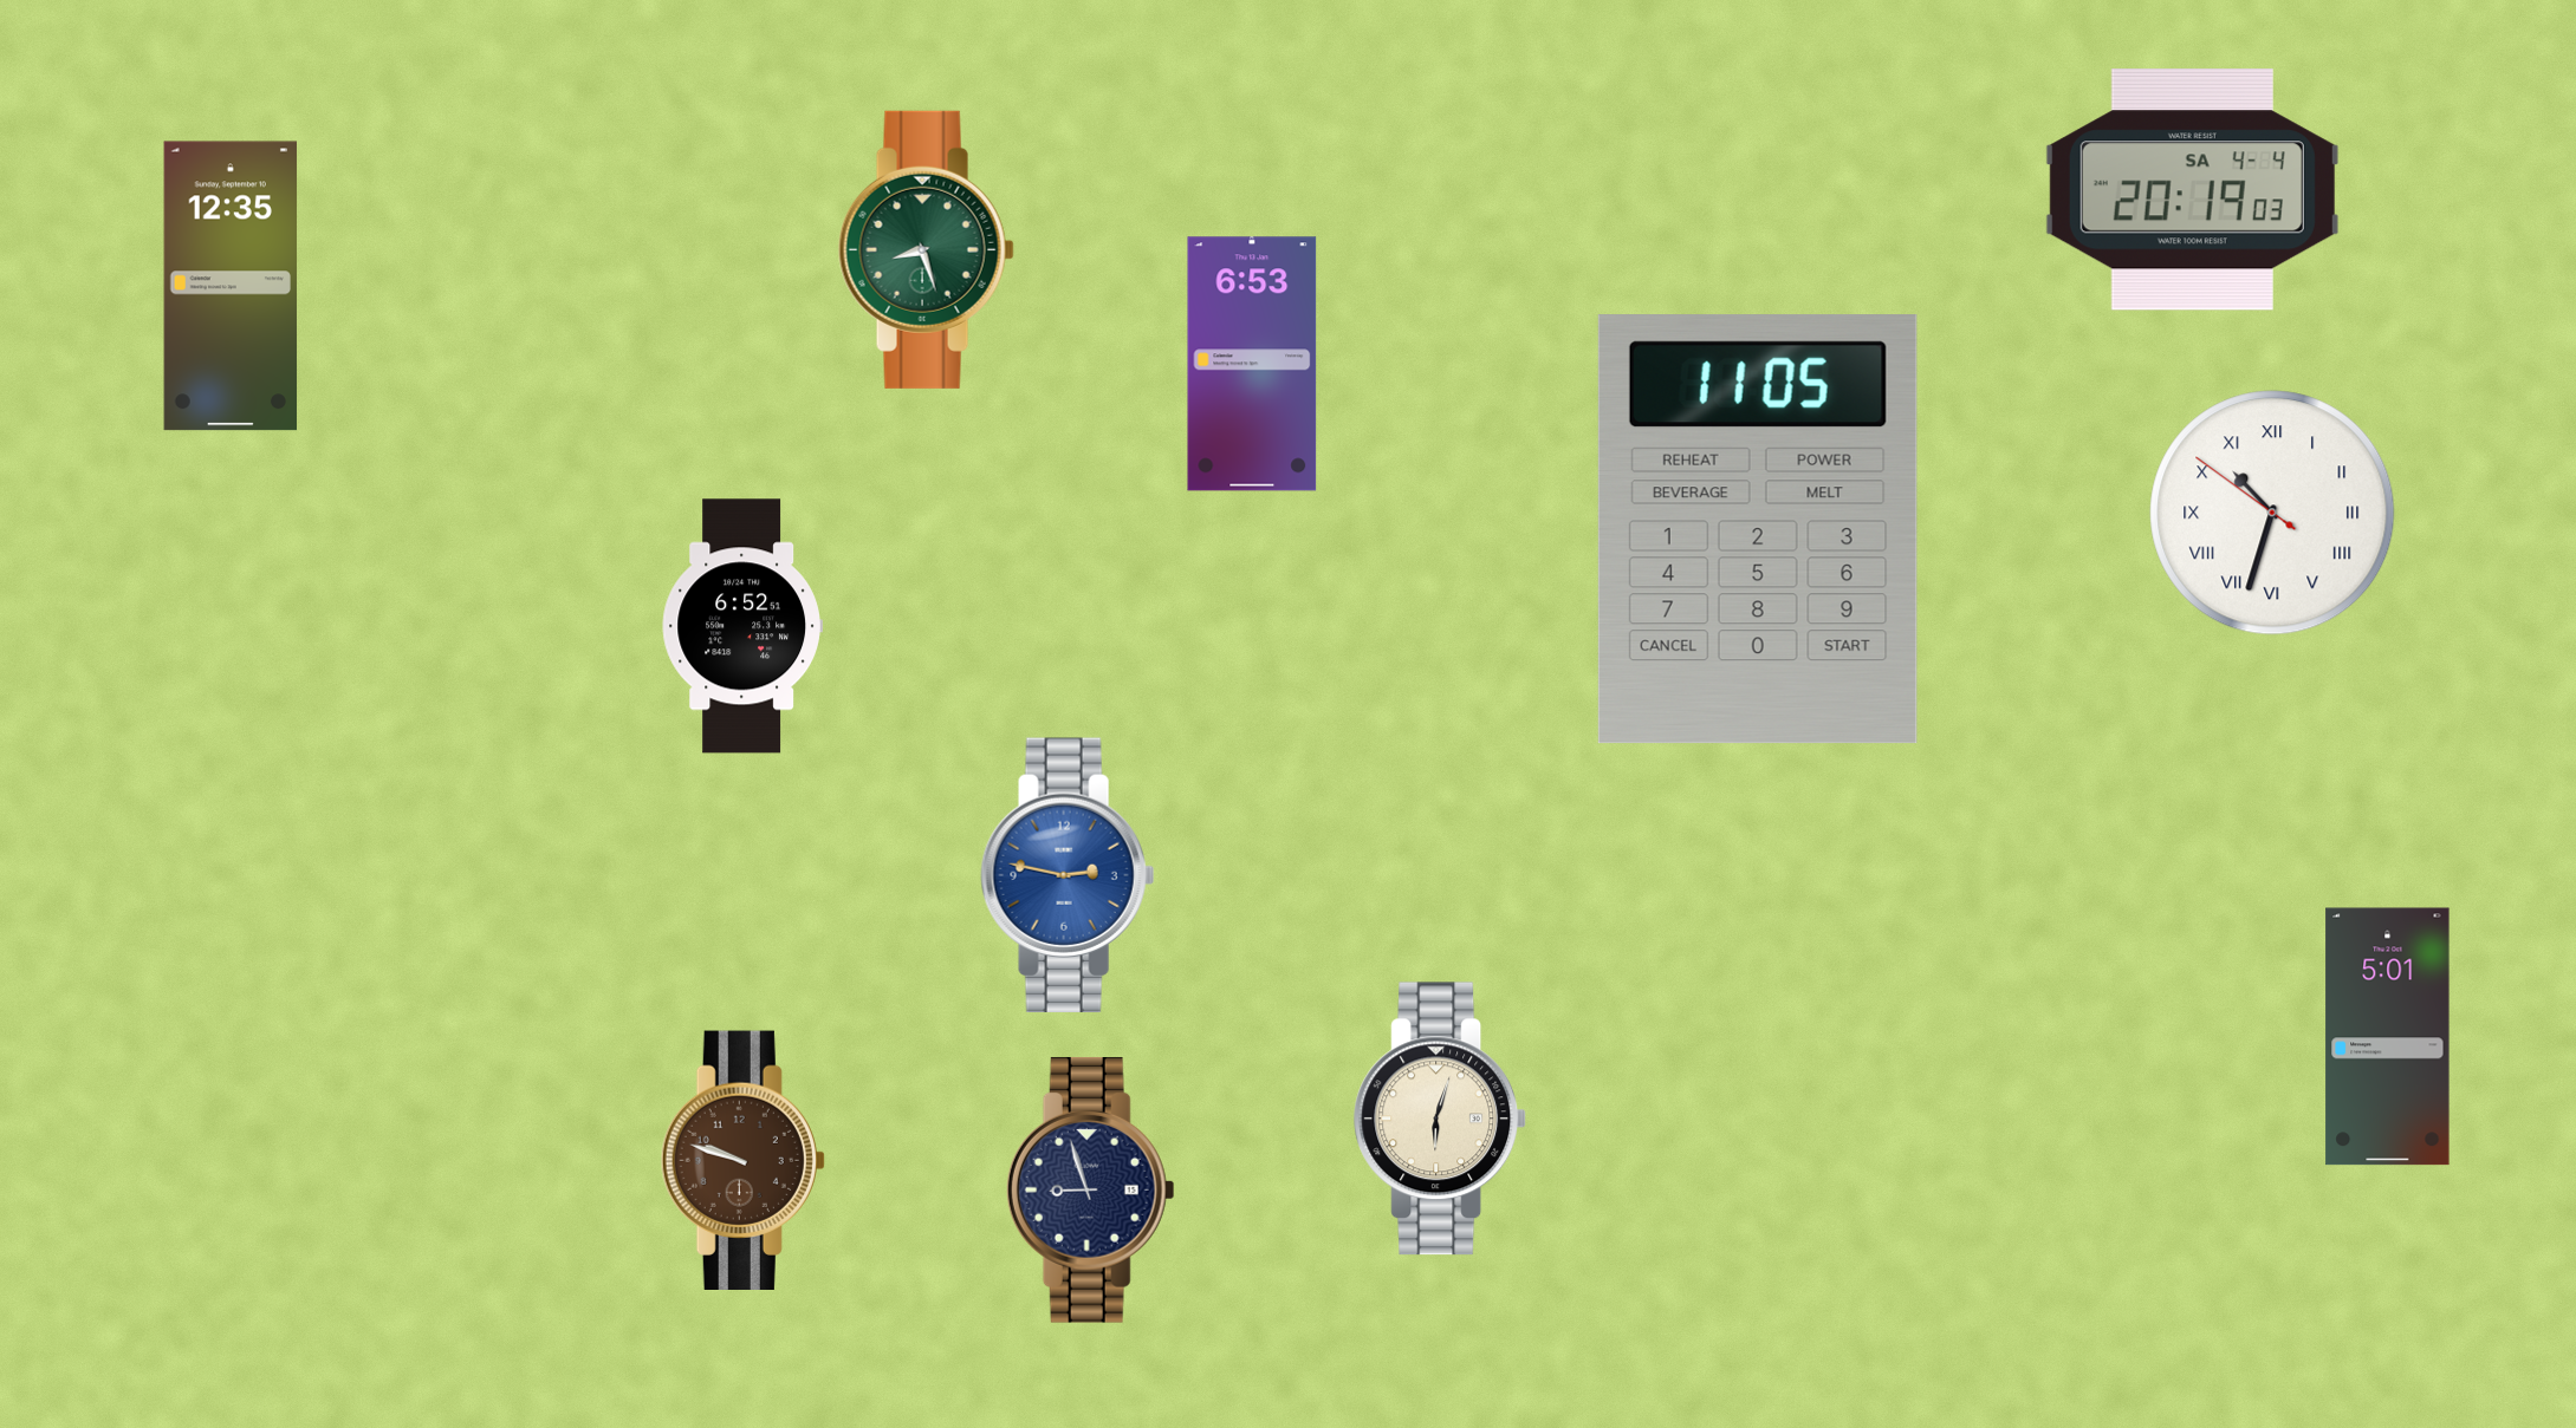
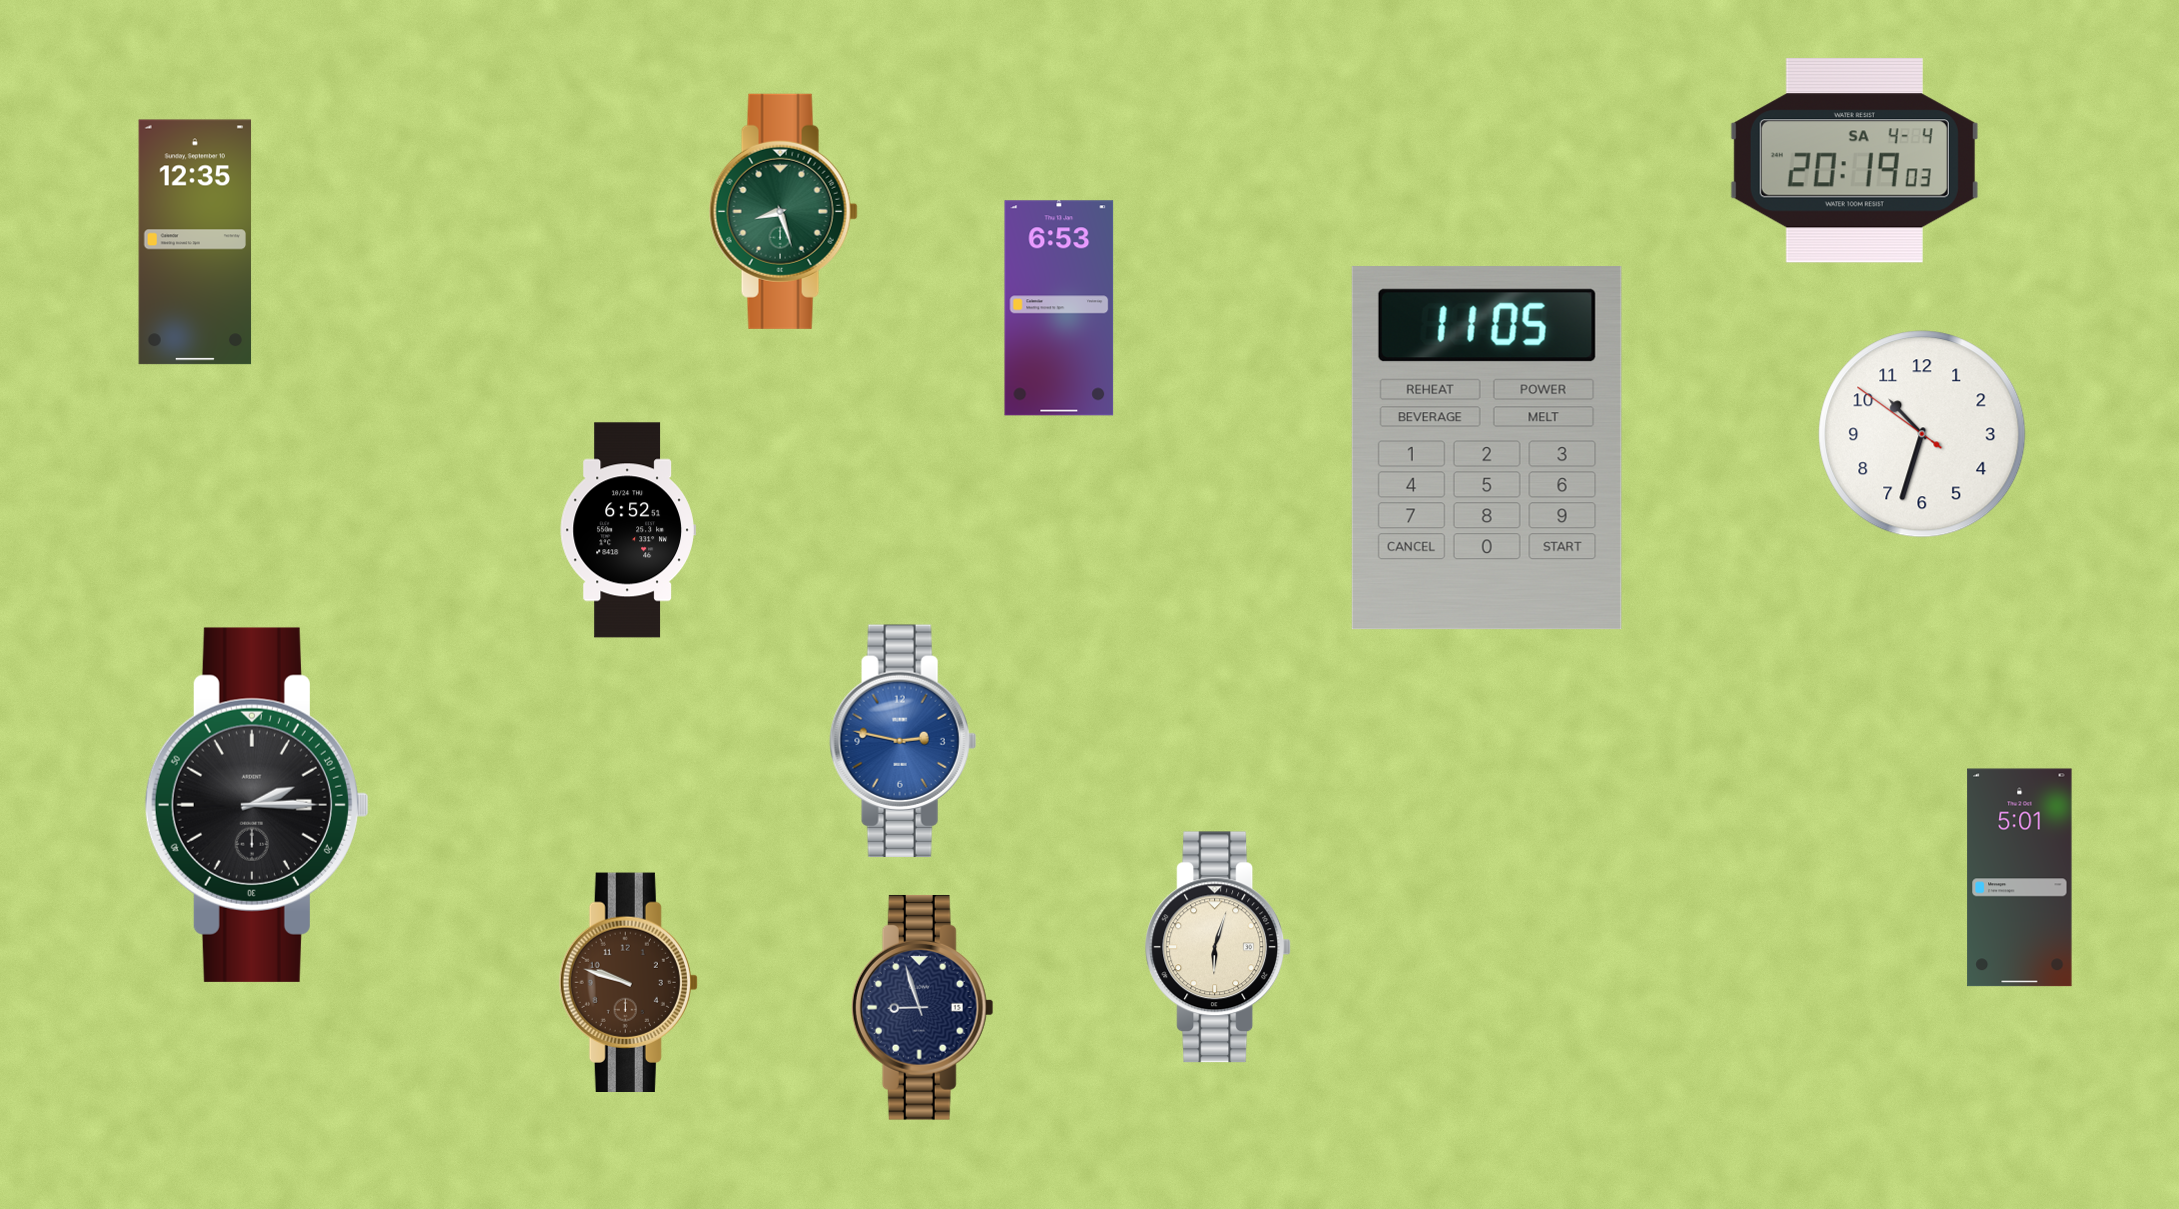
clock at (2272, 513) numerals: Roman -> Arabic
clock at (257, 805): none -> 2:15
